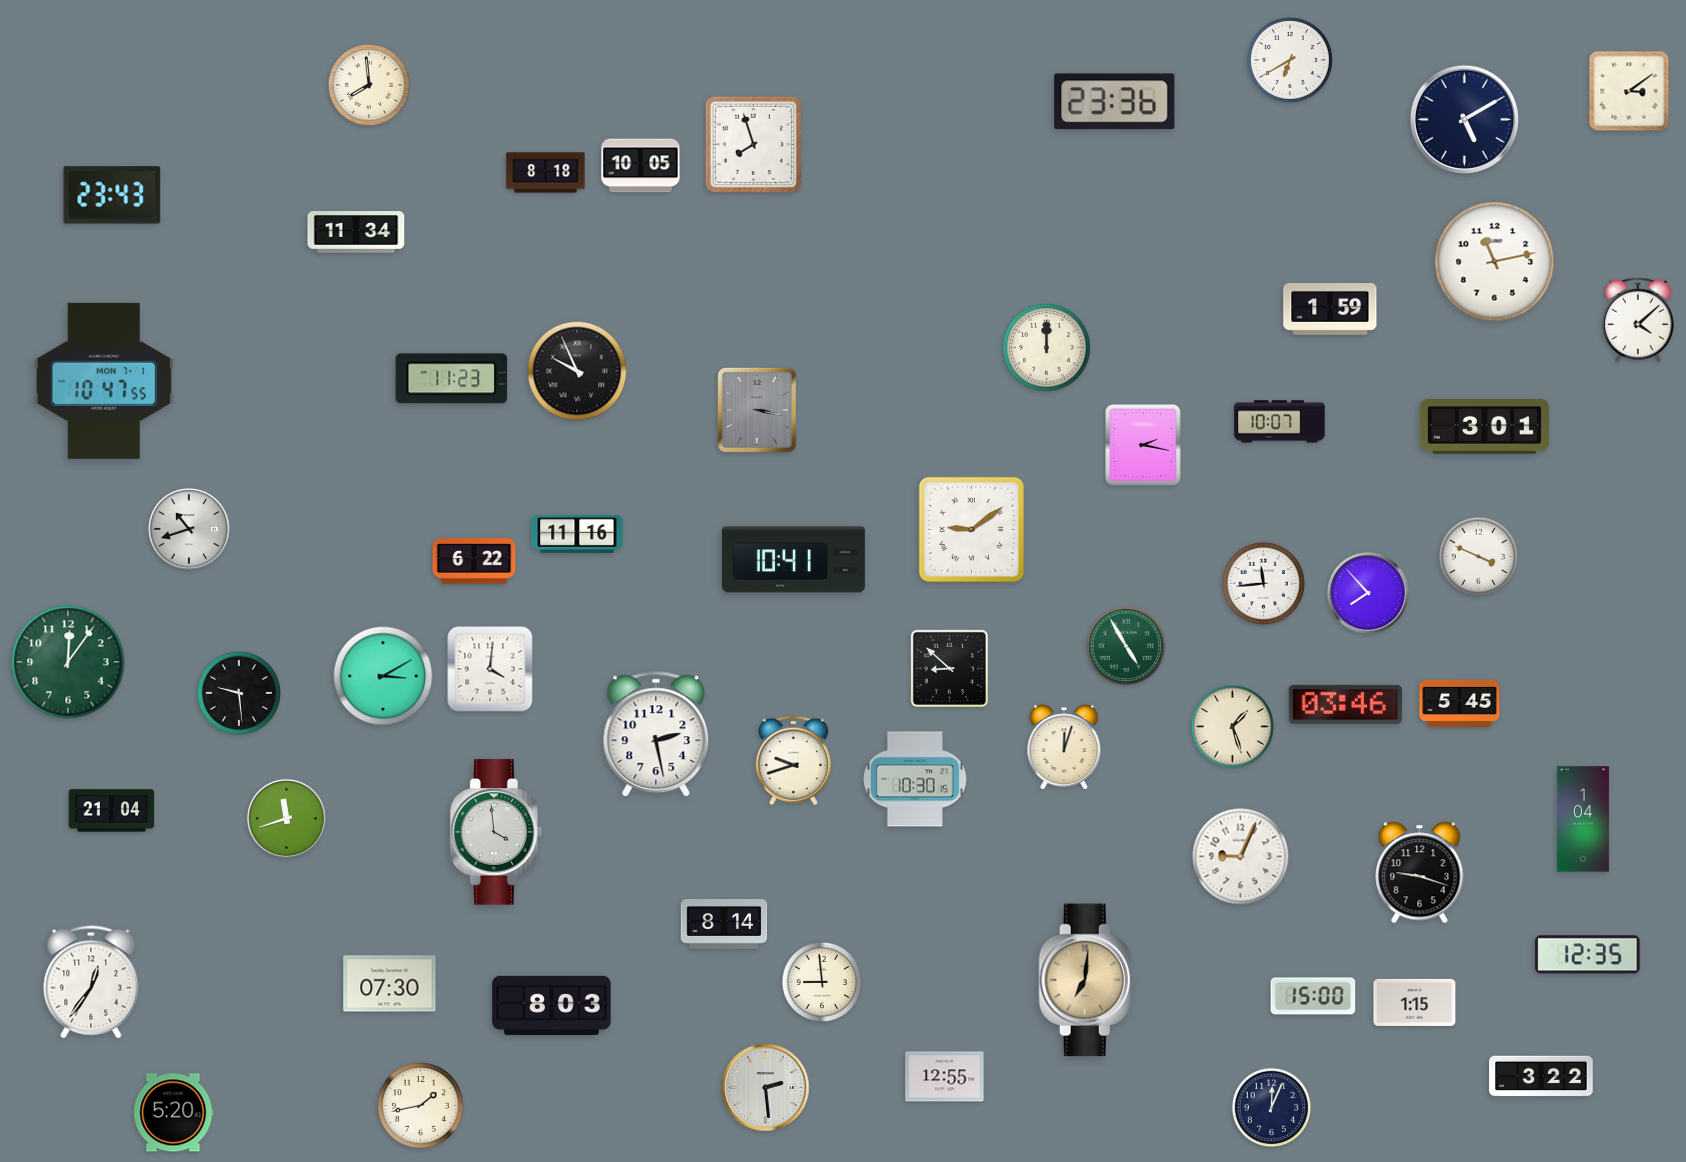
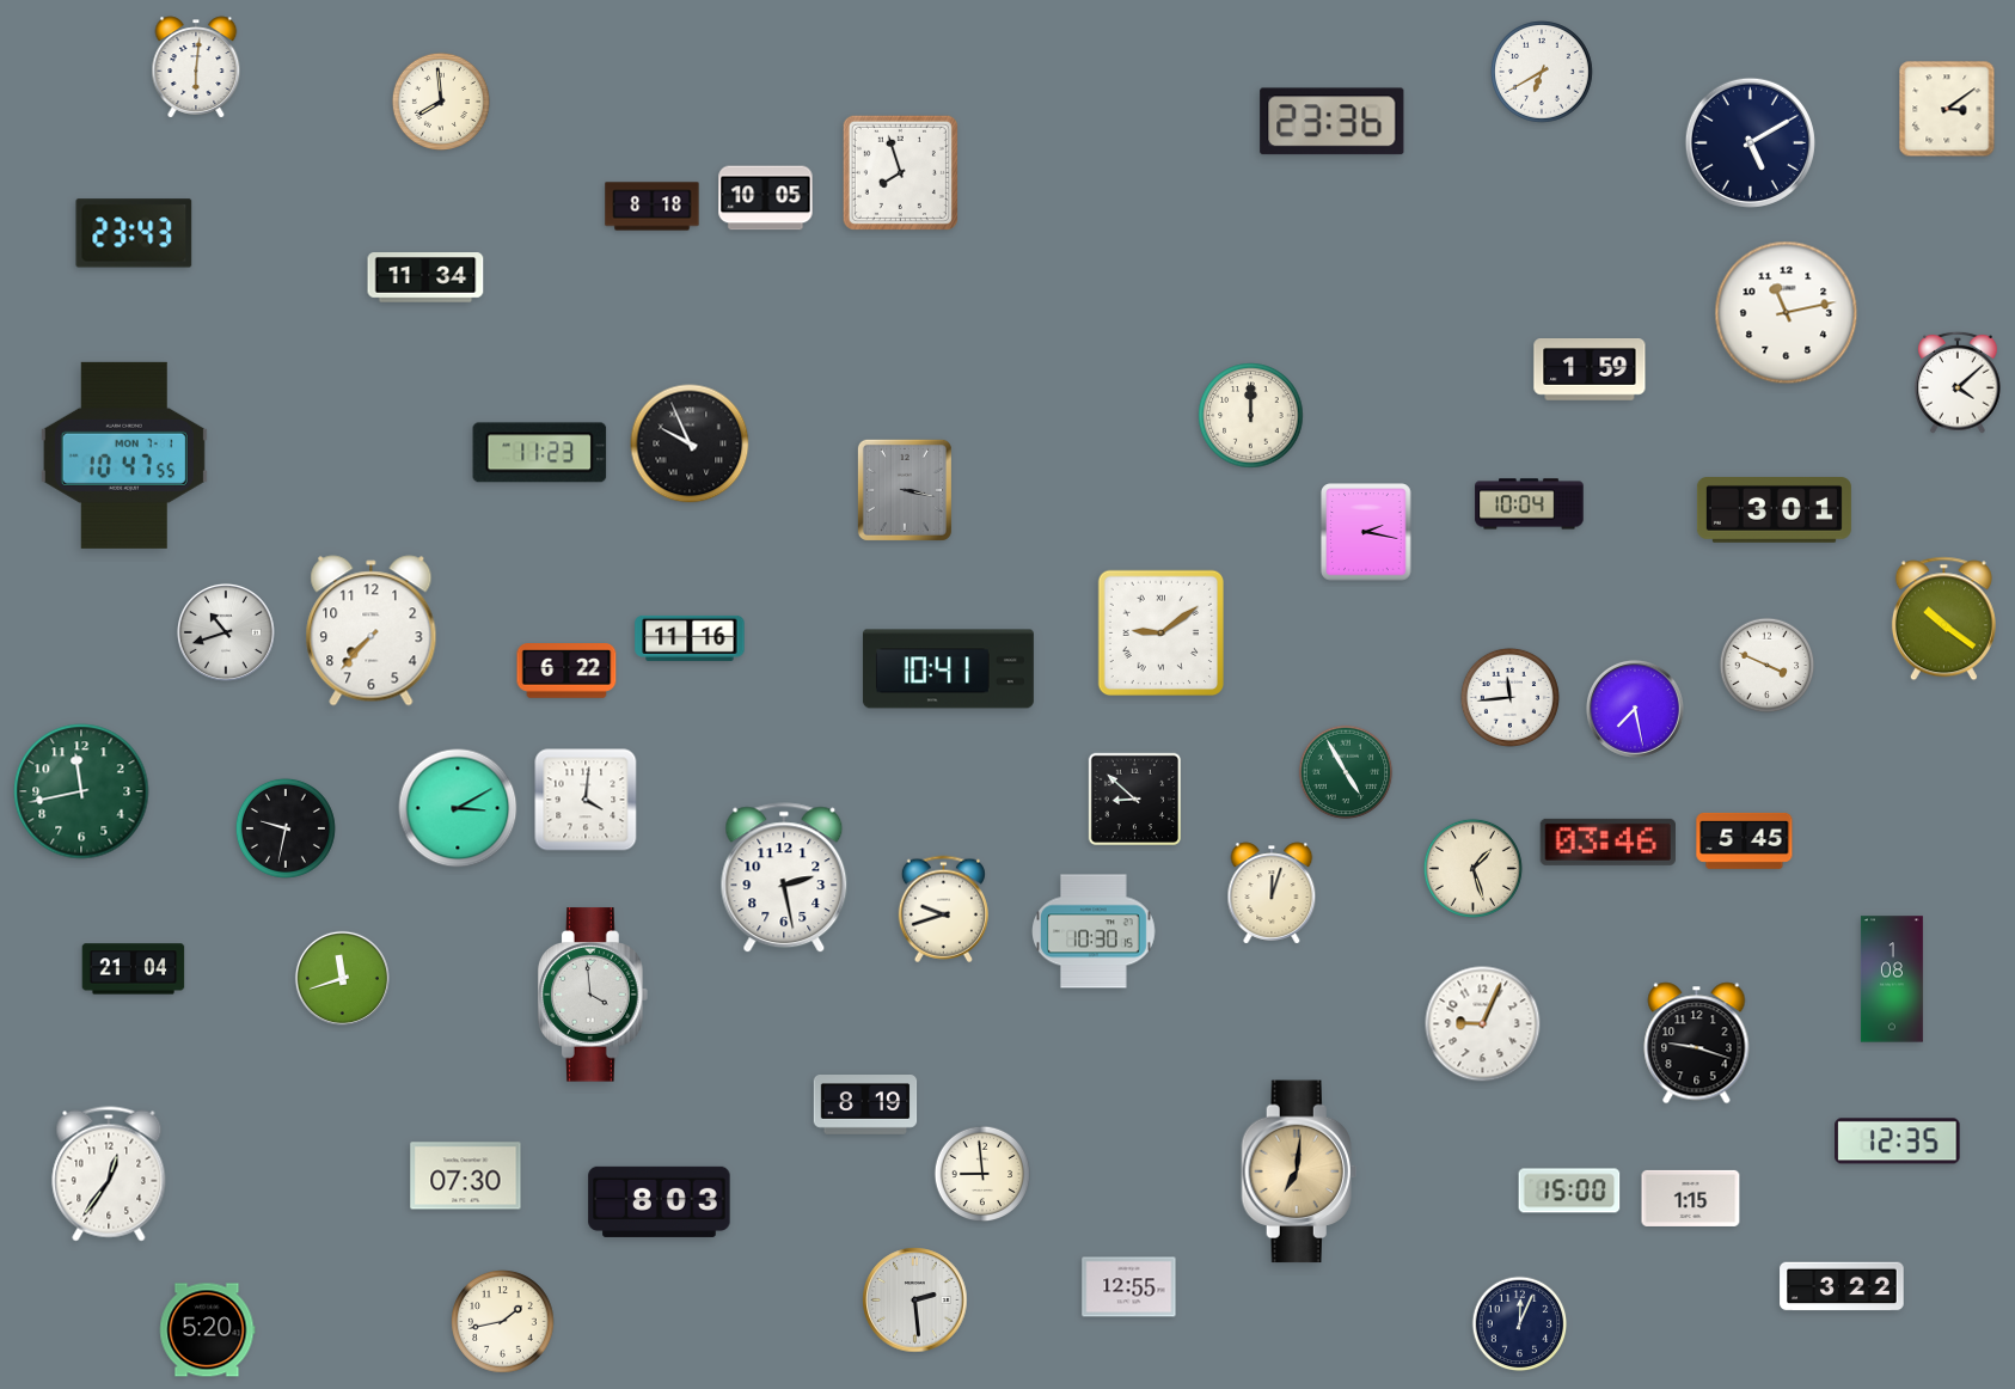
clock at (196, 67): none -> 6:01
clock at (1280, 422): 10:07 -> 10:04
clock at (1943, 619): none -> 10:21
clock at (372, 631): none -> 7:37
clock at (1368, 593): 7:53 -> 7:28
clock at (68, 662): 12:06 -> 11:43
clock at (239, 693): 9:29 -> 9:32
clock at (793, 761) position: (793, 761) -> (943, 910)
clock at (1583, 819): 1:04 -> 1:08
clock at (724, 925): 8:14 -> 8:19
